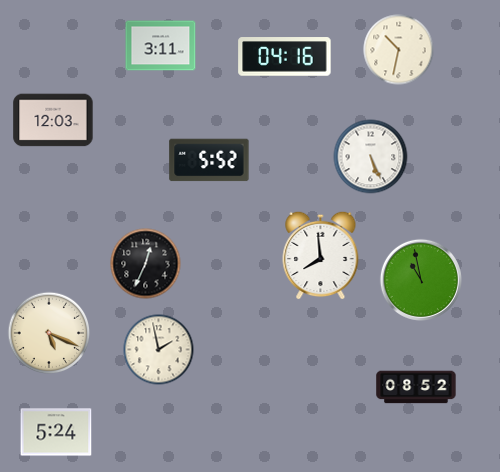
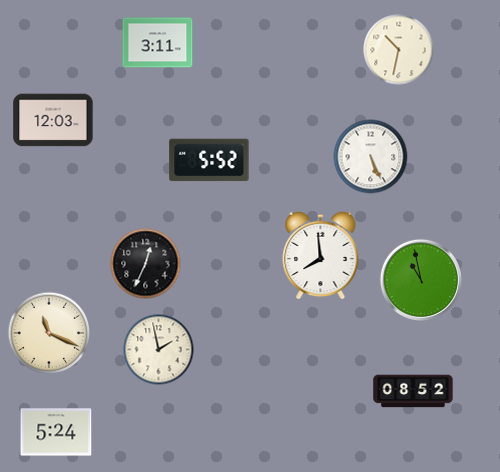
clock at (161, 46) position: (161, 46) -> (158, 43)
clock at (285, 57): 04:16 -> none
clock at (49, 333): 5:19 -> 11:19
clock at (416, 387) position: (416, 387) -> (413, 391)
